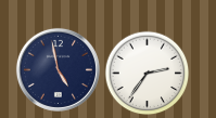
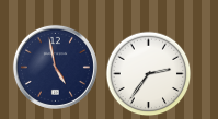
clock at (58, 69) position: (58, 69) -> (55, 67)
